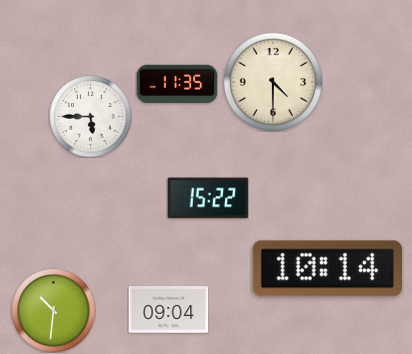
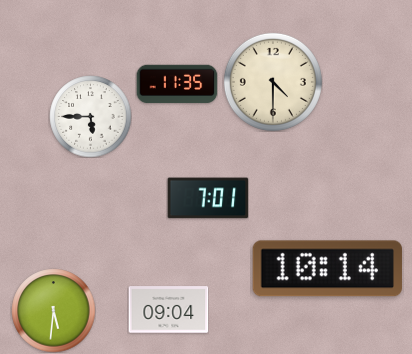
clock at (208, 198): 15:22 -> 7:01
clock at (53, 310): 10:31 -> 5:31
